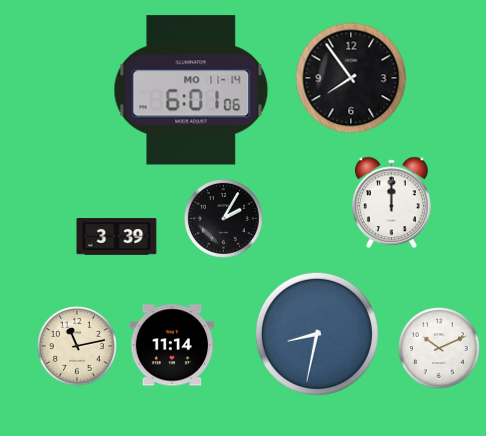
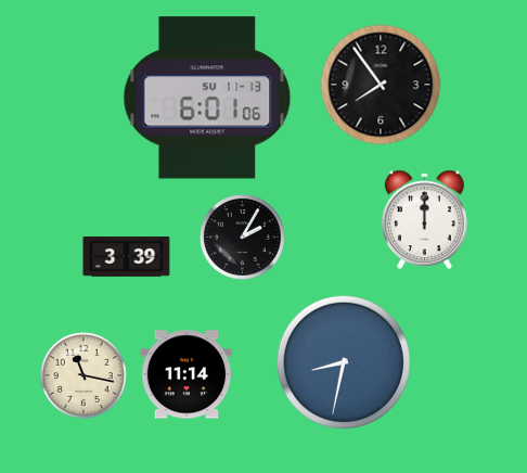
clock at (191, 90) date: MO 11-14 -> SU 11-13
clock at (78, 347): 11:13 -> 11:17
clock at (439, 348): 10:11 -> none
